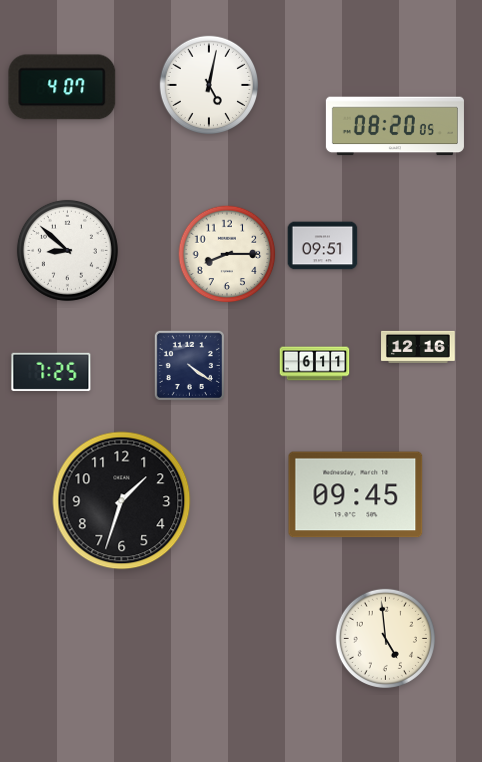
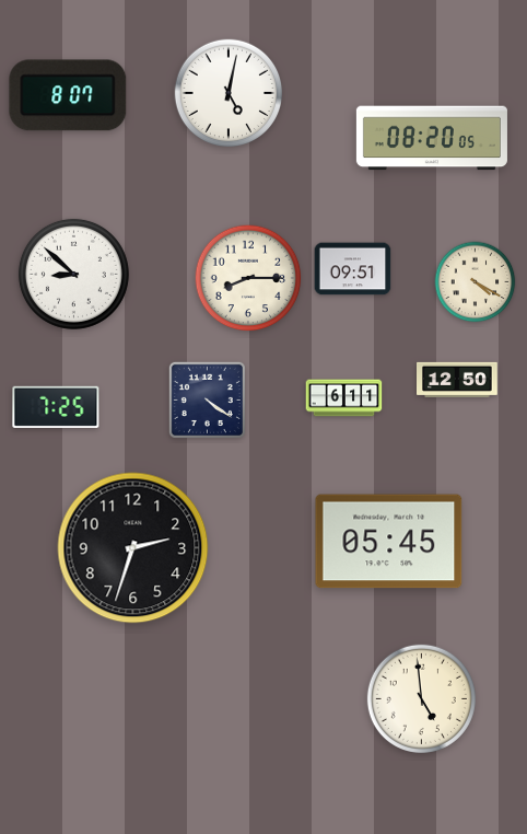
clock at (62, 87): 4:07 -> 8:07
clock at (476, 282): none -> 4:20
clock at (418, 347): 12:16 -> 12:50
clock at (356, 495): 09:45 -> 05:45
clock at (122, 501): 1:33 -> 2:33
